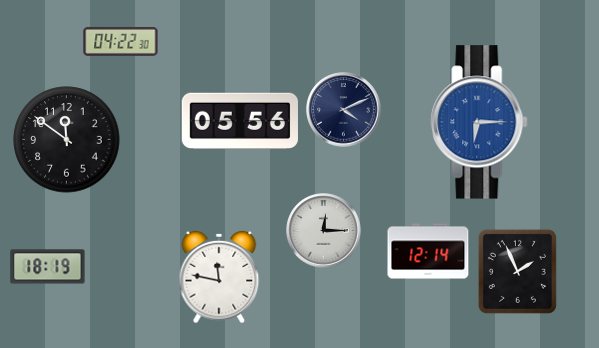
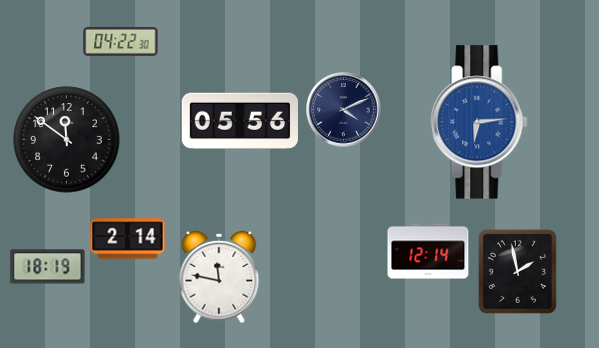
clock at (479, 122): 6:15 -> 6:14
clock at (324, 231): 12:15 -> none
clock at (128, 239): none -> 2:14
clock at (517, 271): 1:56 -> 1:58
